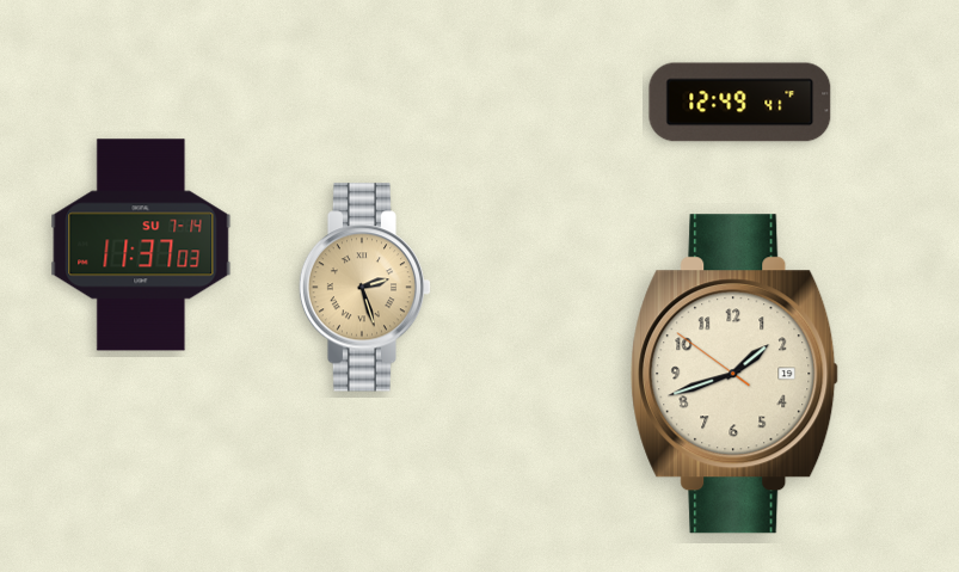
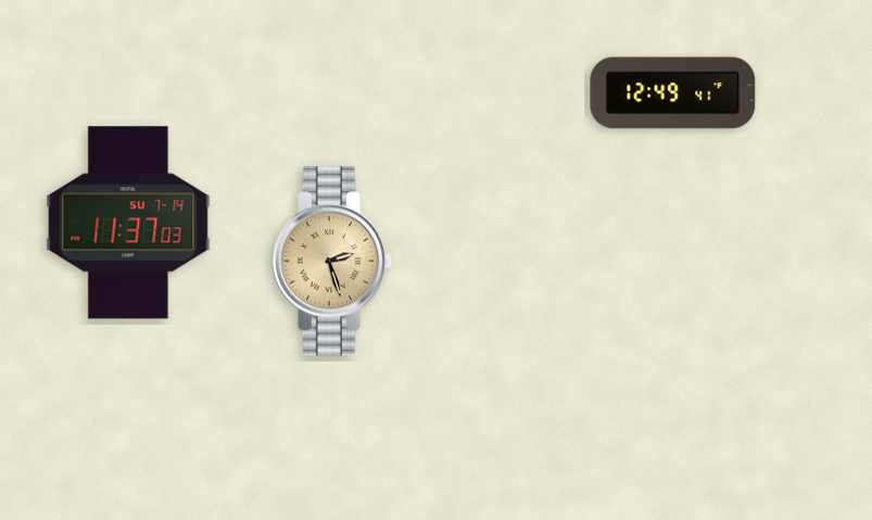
clock at (734, 374): 1:41 -> none
